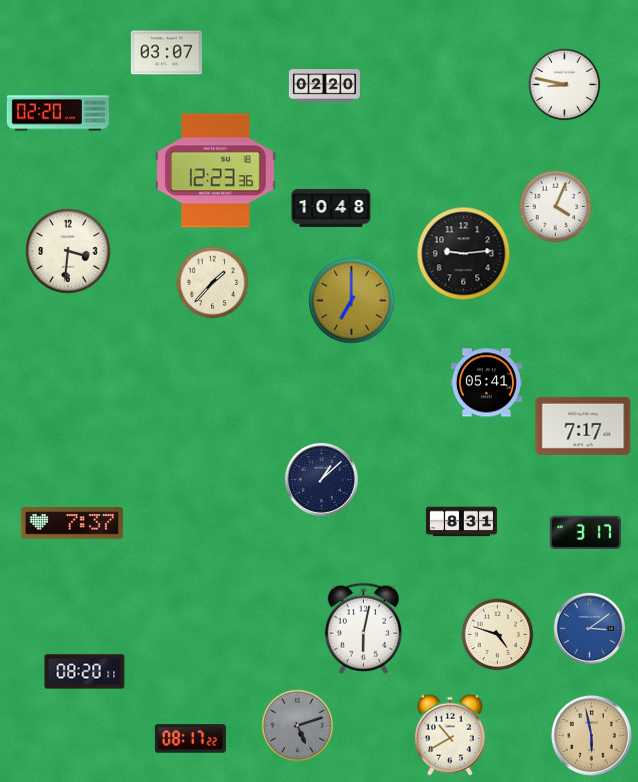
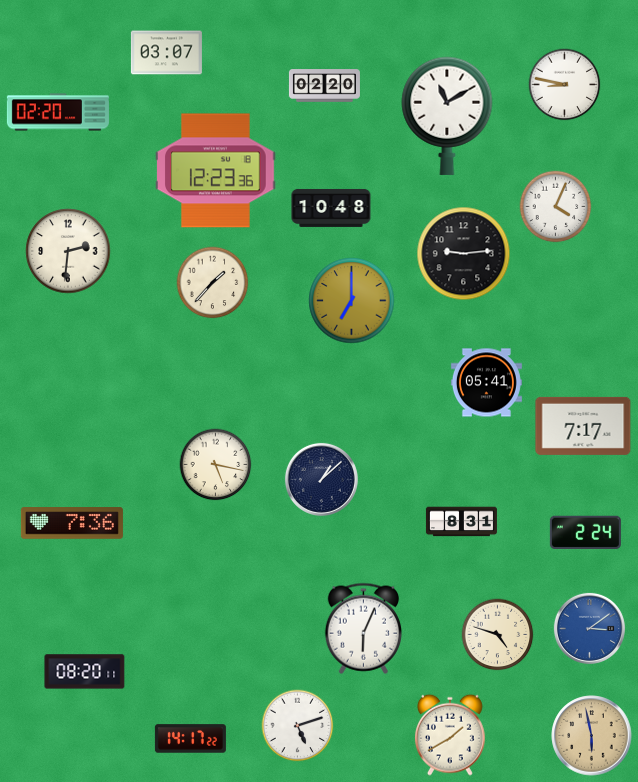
clock at (447, 116): none -> 11:10
clock at (68, 251): 3:31 -> 2:31
clock at (216, 465): none -> 5:17
clock at (72, 523): 7:37 -> 7:36
clock at (585, 532): 3:17 -> 2:24
clock at (363, 628): 6:02 -> 6:04
clock at (298, 726) dial: grey -> white
clock at (450, 735): 10:40 -> 1:40
clock at (190, 739): 08:17 -> 14:17
